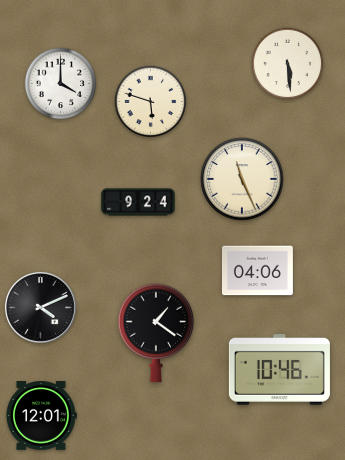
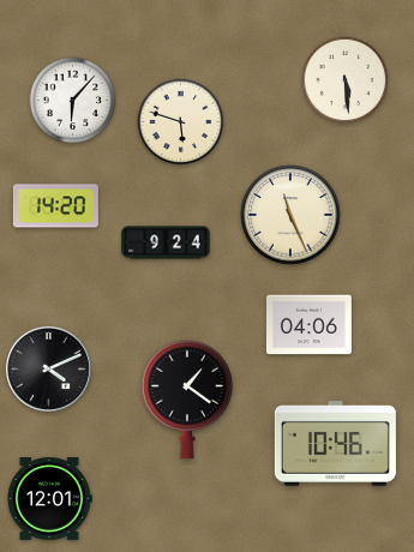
clock at (288, 64) position: (288, 64) -> (346, 80)
clock at (61, 84): 4:00 -> 6:07
clock at (55, 206): none -> 14:20
